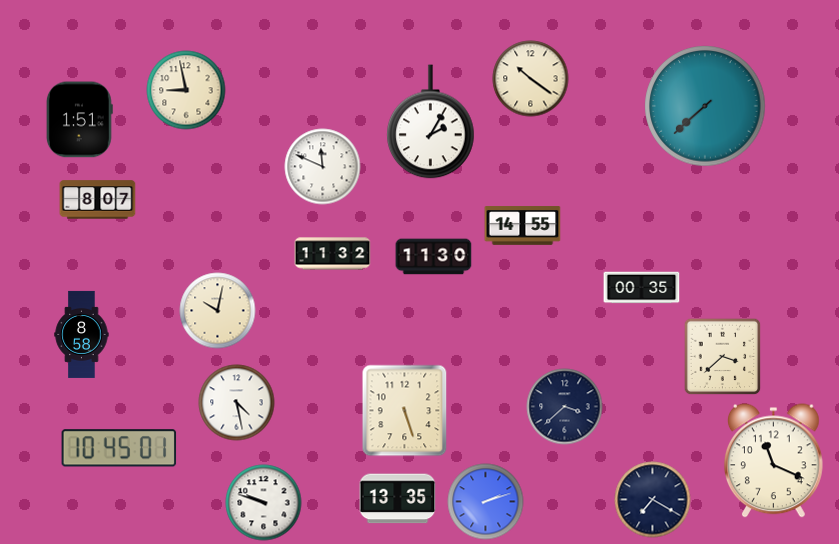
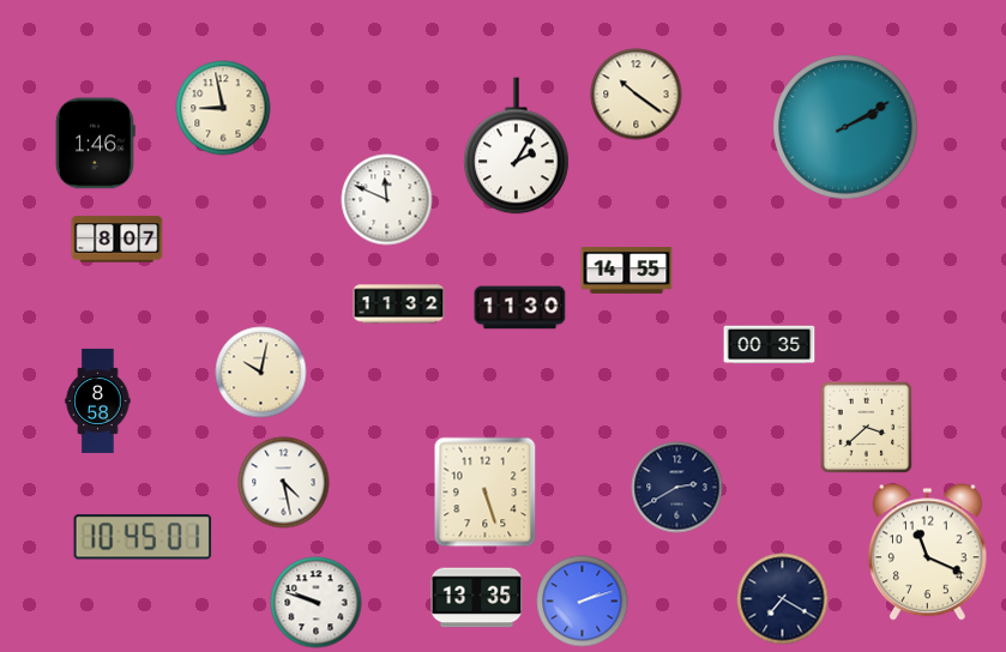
clock at (705, 106): 7:38 -> 2:10
clock at (79, 120): 1:51 -> 1:46
clock at (565, 407): 3:38 -> 2:40
